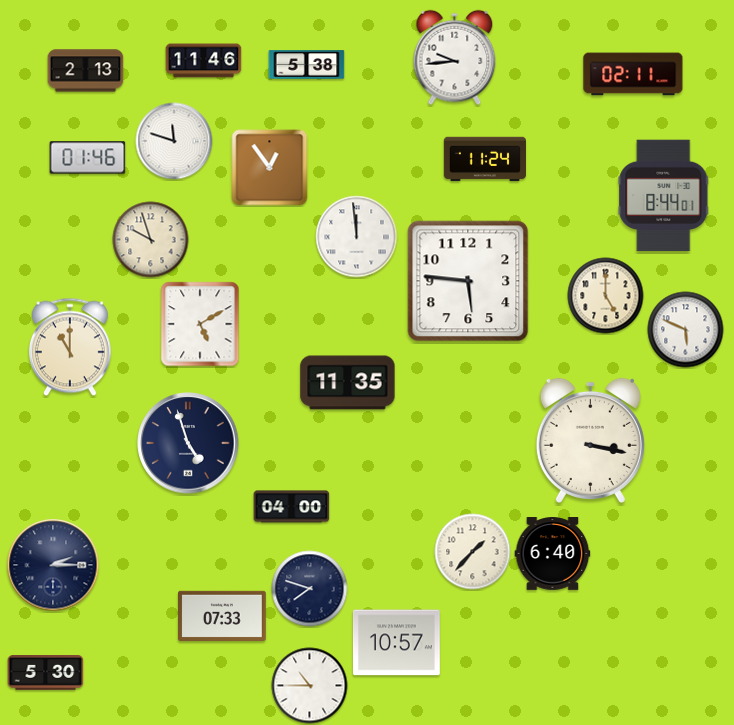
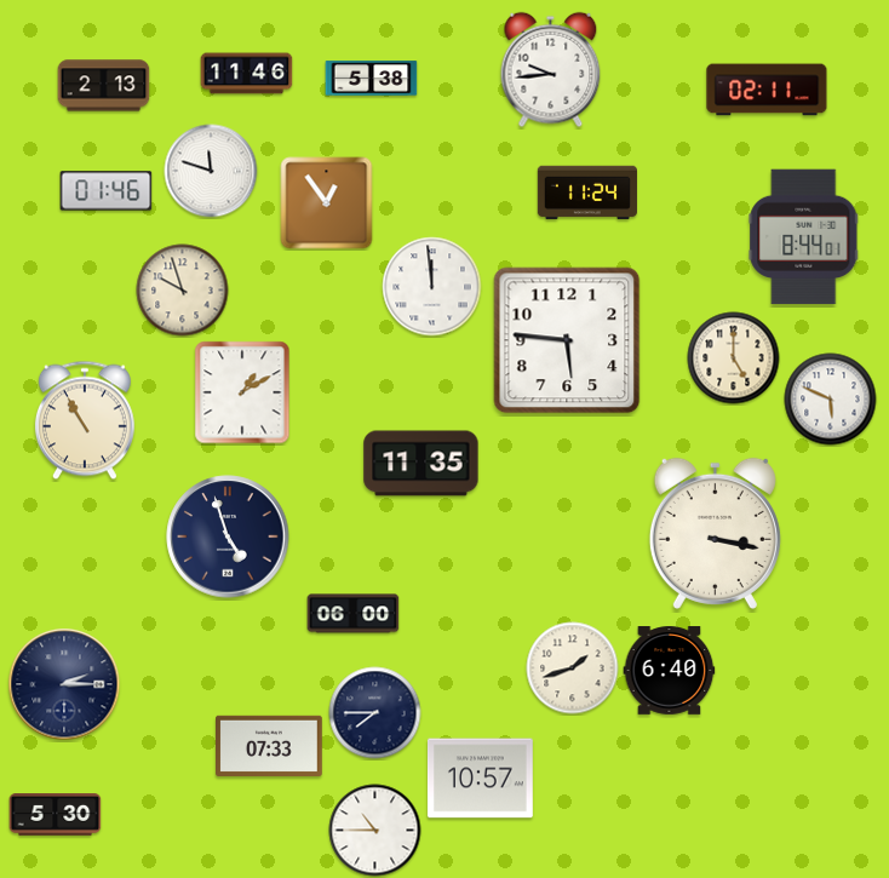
clock at (200, 324): 5:10 -> 1:10
clock at (70, 347): 11:00 -> 10:55
clock at (292, 507): 04:00 -> 06:00
clock at (473, 552): 1:37 -> 1:42
clock at (310, 589): 7:48 -> 7:45
